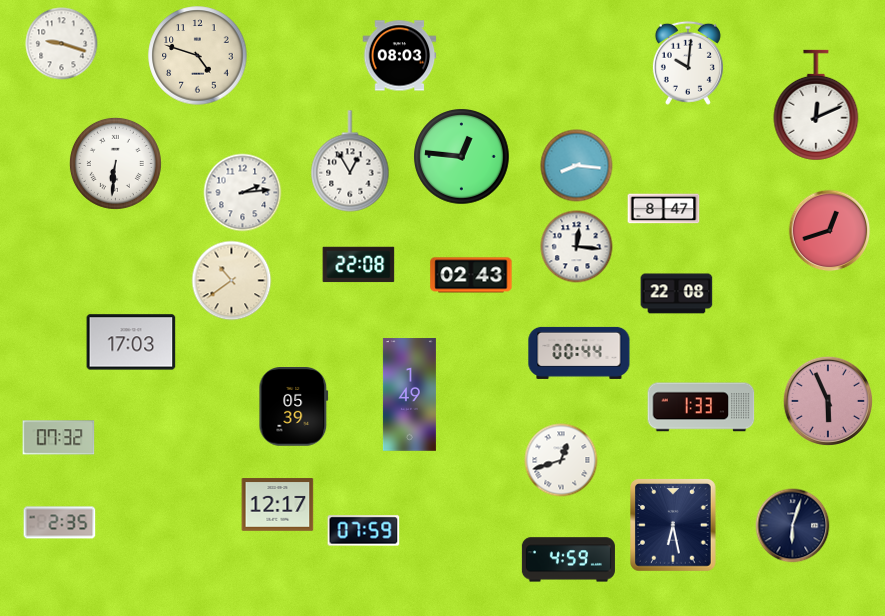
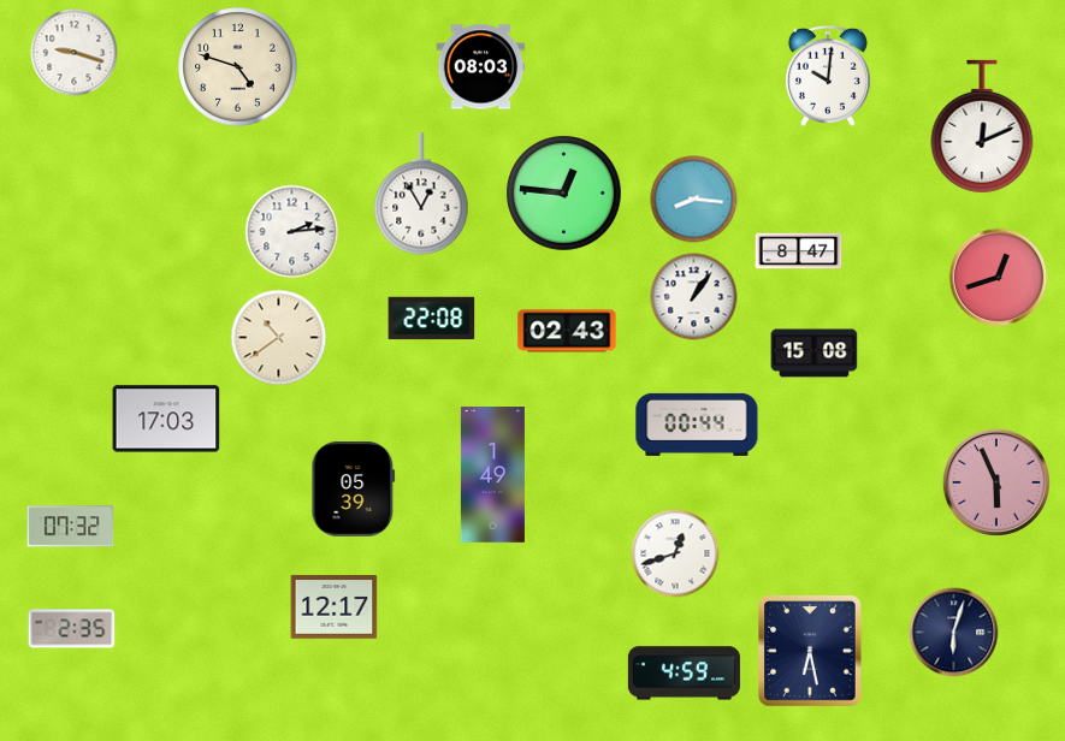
clock at (462, 157) position: (462, 157) -> (564, 194)
clock at (115, 163): 6:31 -> none
clock at (577, 247): 12:16 -> 1:06
clock at (677, 294): 22:08 -> 15:08
clock at (131, 342) position: (131, 342) -> (166, 419)
clock at (701, 407): 1:33 -> none
clock at (673, 525) position: (673, 525) -> (810, 651)
clock at (364, 531): 07:59 -> none
